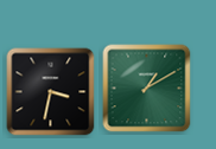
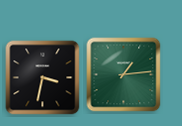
clock at (147, 89): 1:10 -> 1:14
